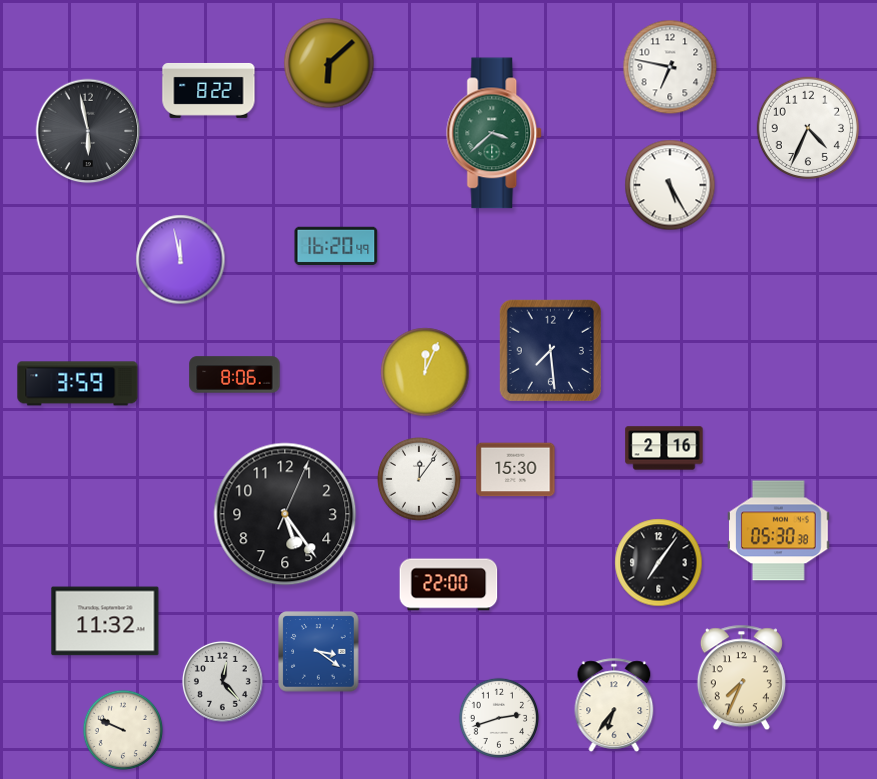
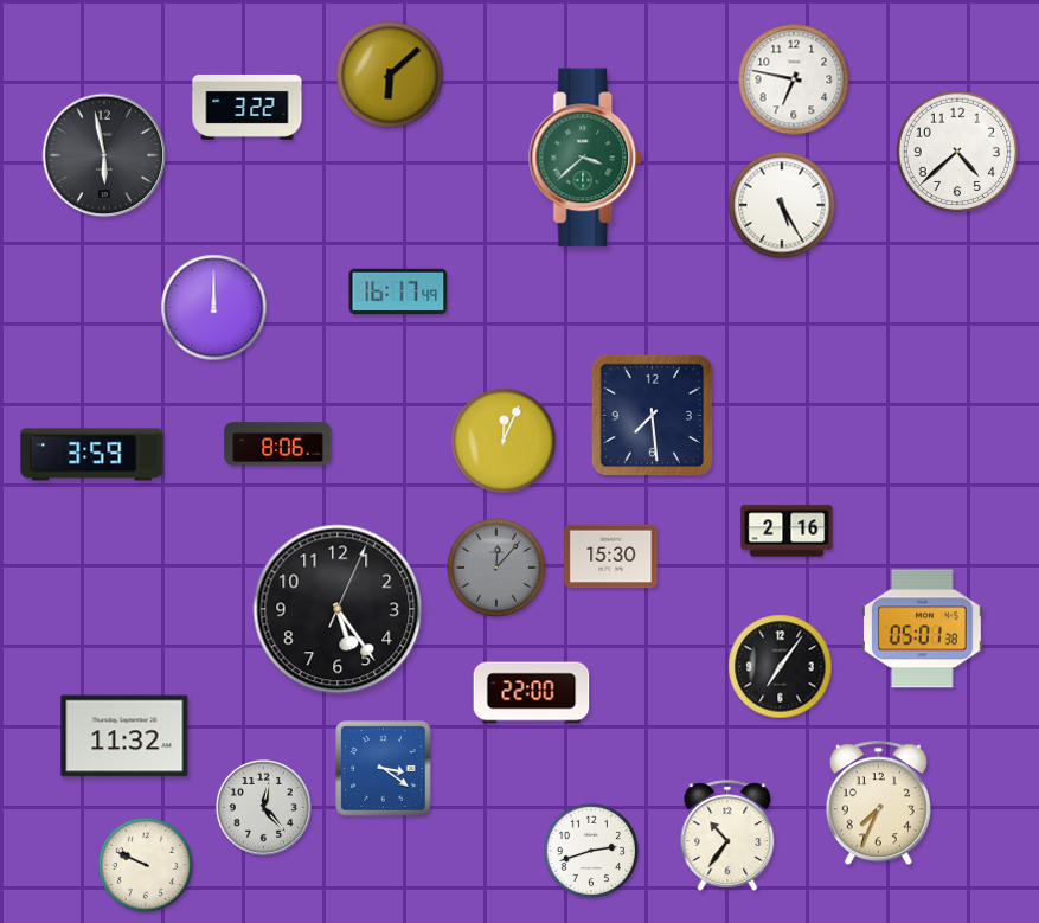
clock at (209, 90): 8:22 -> 3:22
clock at (807, 127): 4:34 -> 4:38
clock at (670, 185) position: (670, 185) -> (782, 205)
clock at (336, 245): 16:20 -> 16:17
clock at (181, 260): 11:58 -> 12:00
clock at (419, 479): 12:06 -> 12:07
clock at (419, 479) dial: white -> grey
clock at (779, 531): 05:30 -> 05:01
clock at (319, 652) position: (319, 652) -> (384, 769)
clock at (614, 705): 6:36 -> 10:36
